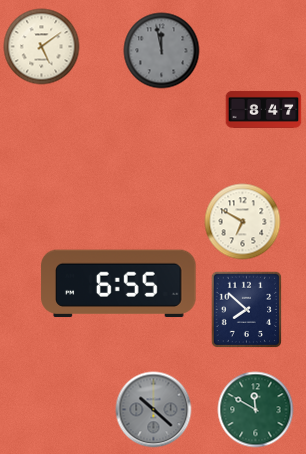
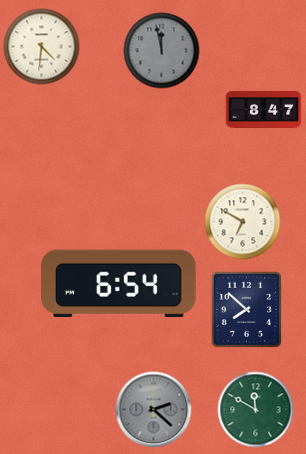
clock at (42, 47): 5:09 -> 4:31
clock at (119, 284): 6:55 -> 6:54
clock at (154, 410): 10:22 -> 2:22
